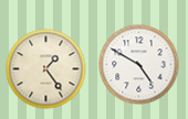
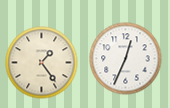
clock at (139, 65): 4:50 -> 12:34
